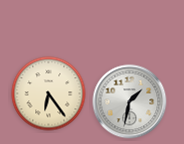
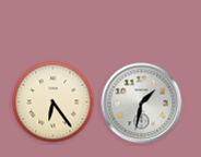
clock at (130, 102) position: (130, 102) -> (142, 104)
